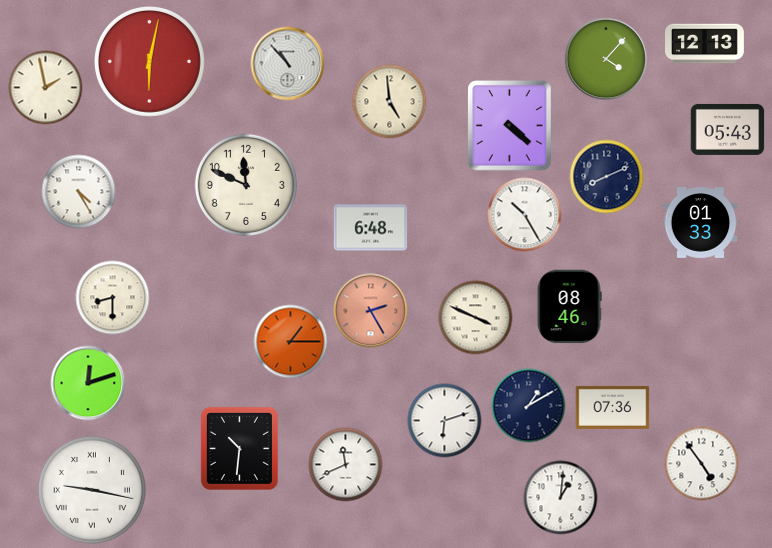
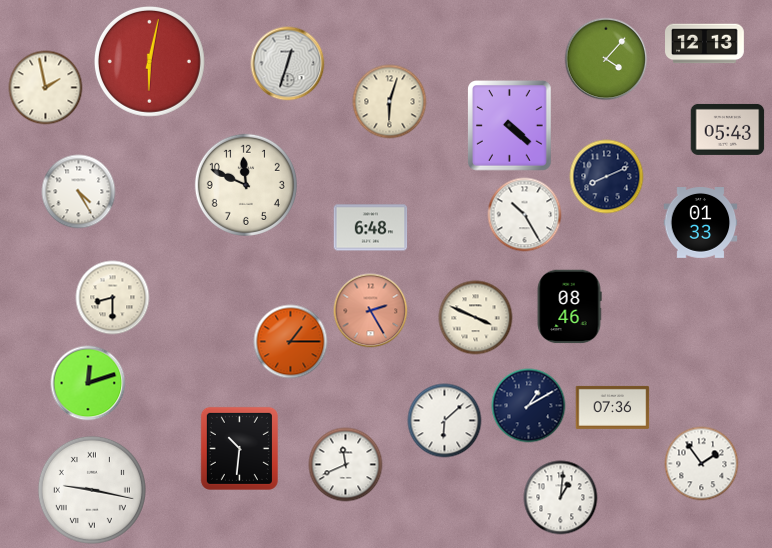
clock at (288, 64): 10:53 -> 12:33
clock at (390, 102): 4:59 -> 6:03
clock at (445, 421): 6:12 -> 6:08
clock at (702, 464): 4:54 -> 1:54
